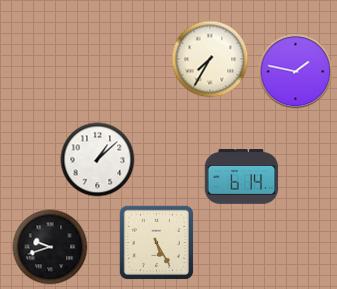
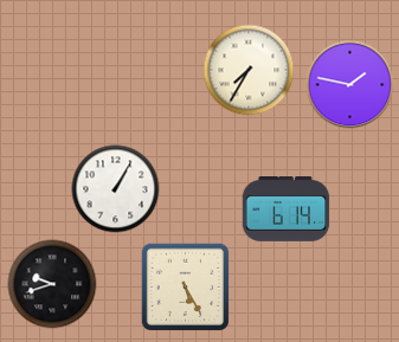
clock at (98, 160): 1:08 -> 1:05
clock at (50, 247) position: (50, 247) -> (52, 284)
